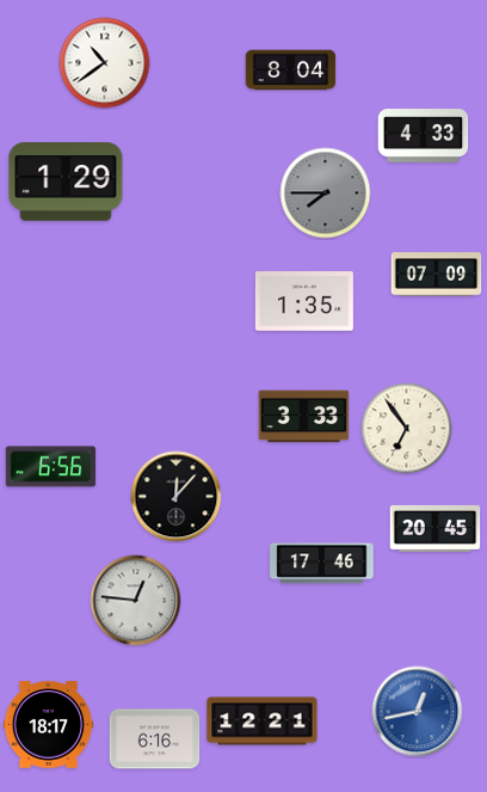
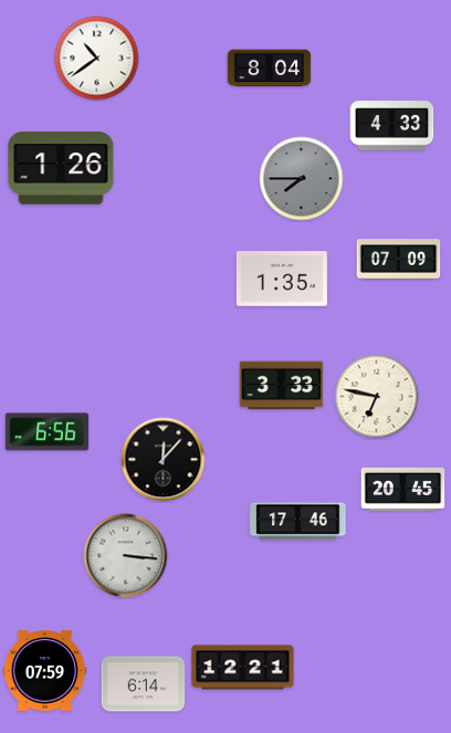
clock at (291, 70) position: (291, 70) -> (270, 69)
clock at (66, 182): 1:29 -> 1:26
clock at (437, 275) position: (437, 275) -> (399, 260)
clock at (407, 429): 6:54 -> 6:47
clock at (136, 601): 12:46 -> 3:16
clock at (418, 712): 12:43 -> none
clock at (49, 725): 18:17 -> 07:59
clock at (155, 739): 6:16 -> 6:14
